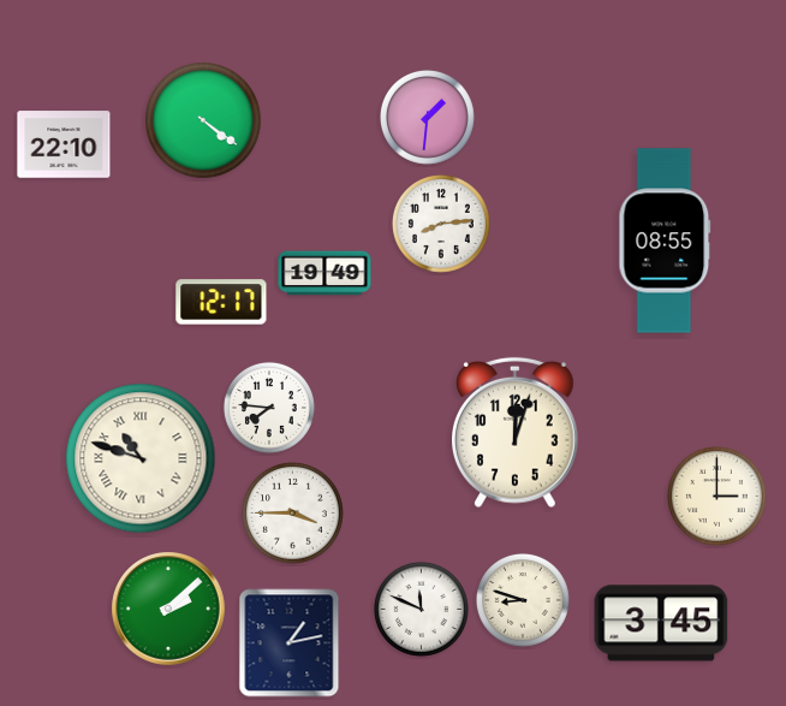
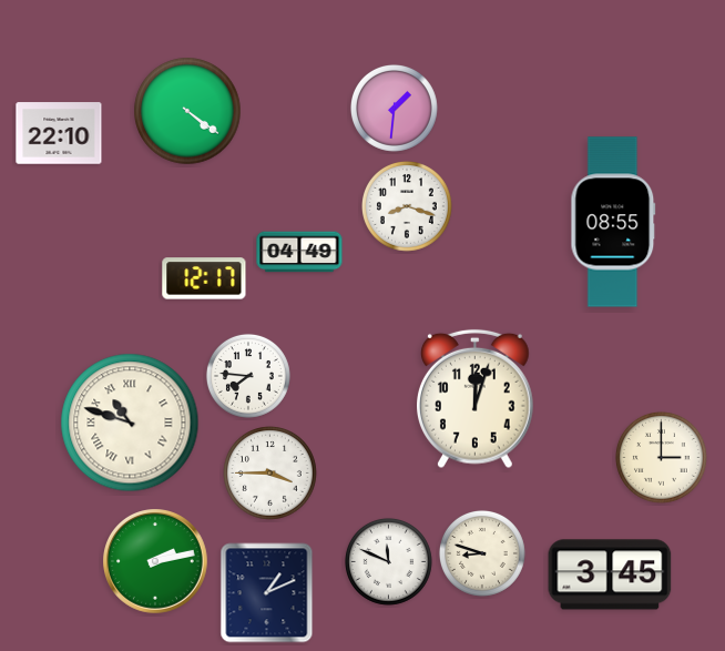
clock at (441, 224): 8:14 -> 8:18
clock at (324, 273): 19:49 -> 04:49
clock at (169, 610): 2:08 -> 2:13
clock at (290, 643): 1:13 -> 1:11
